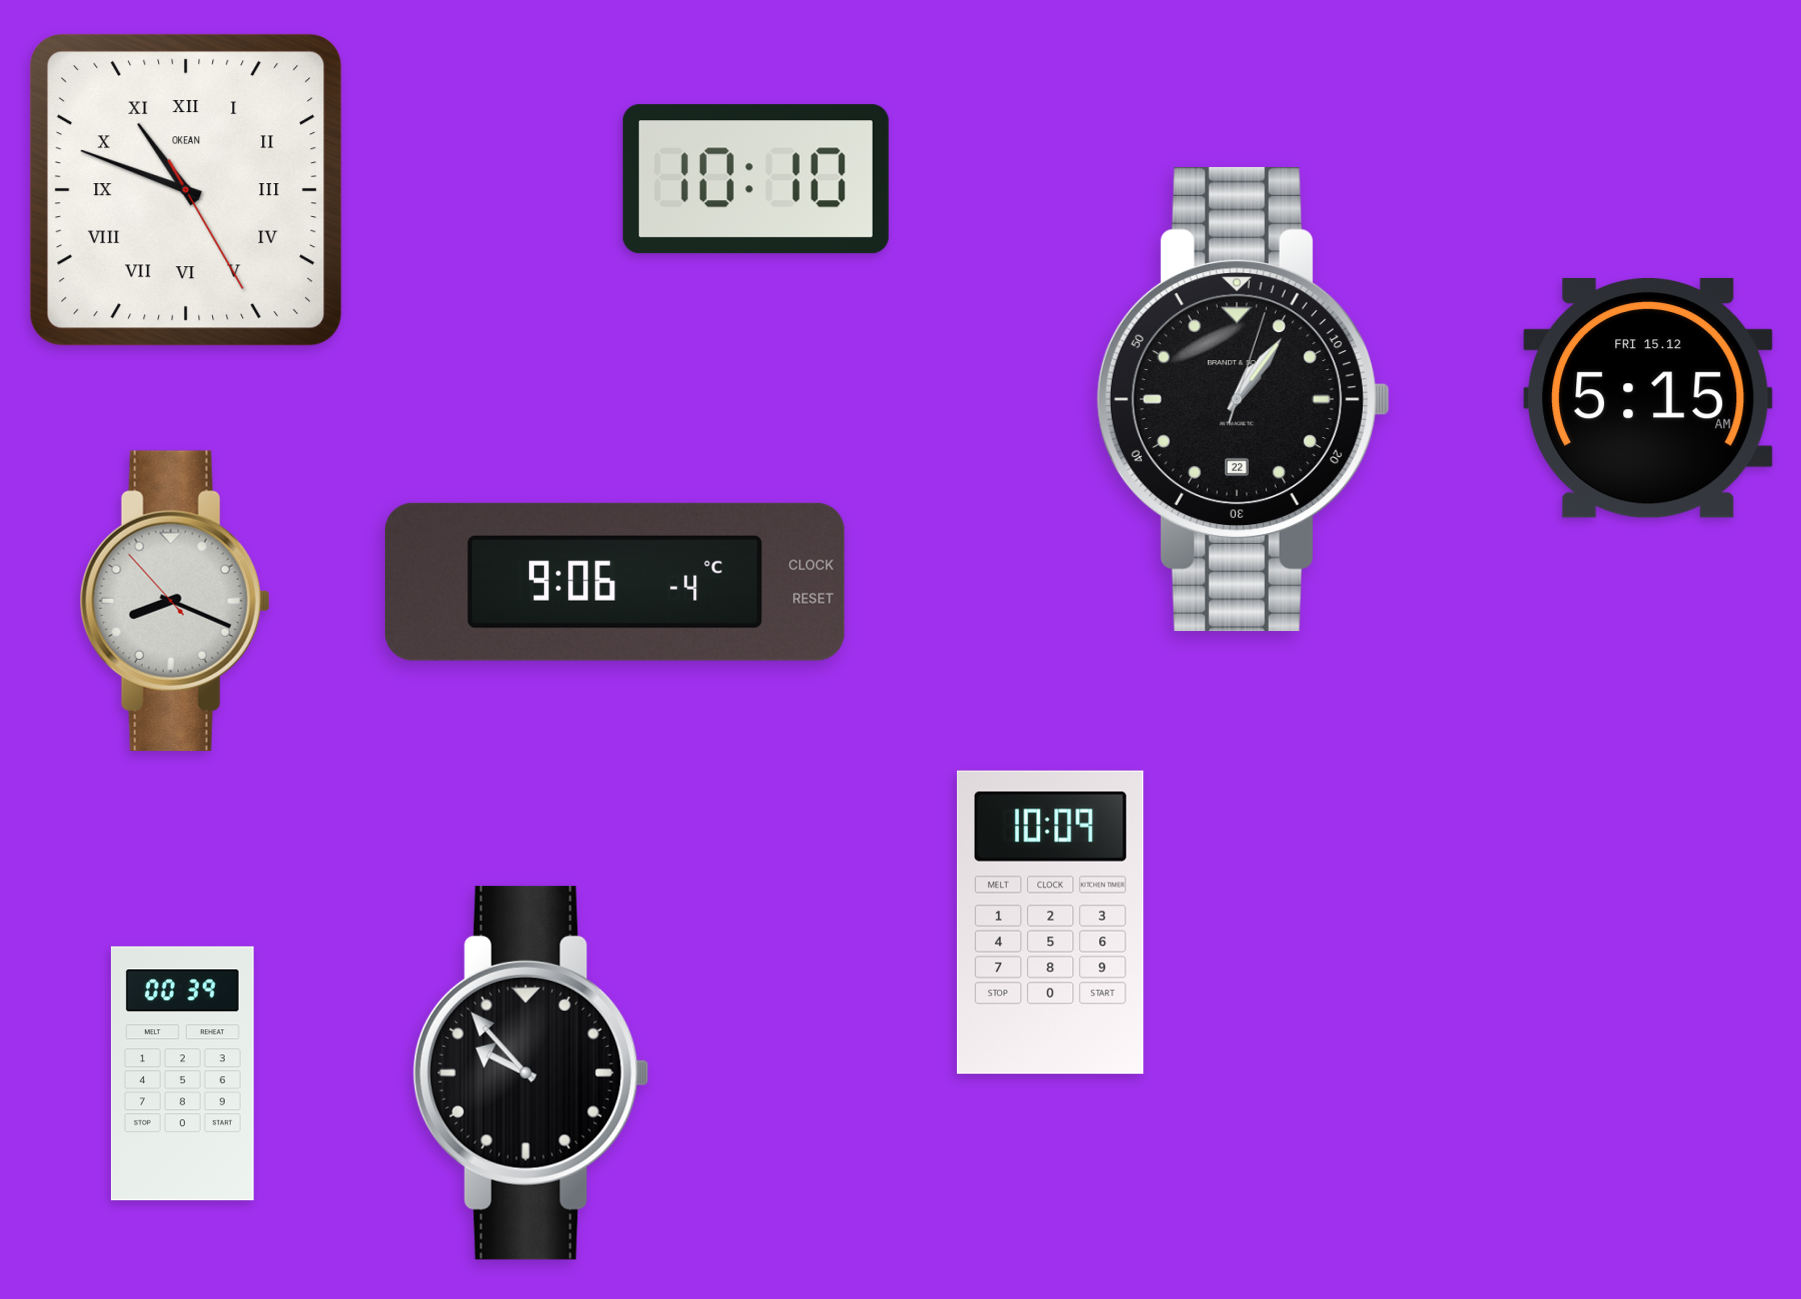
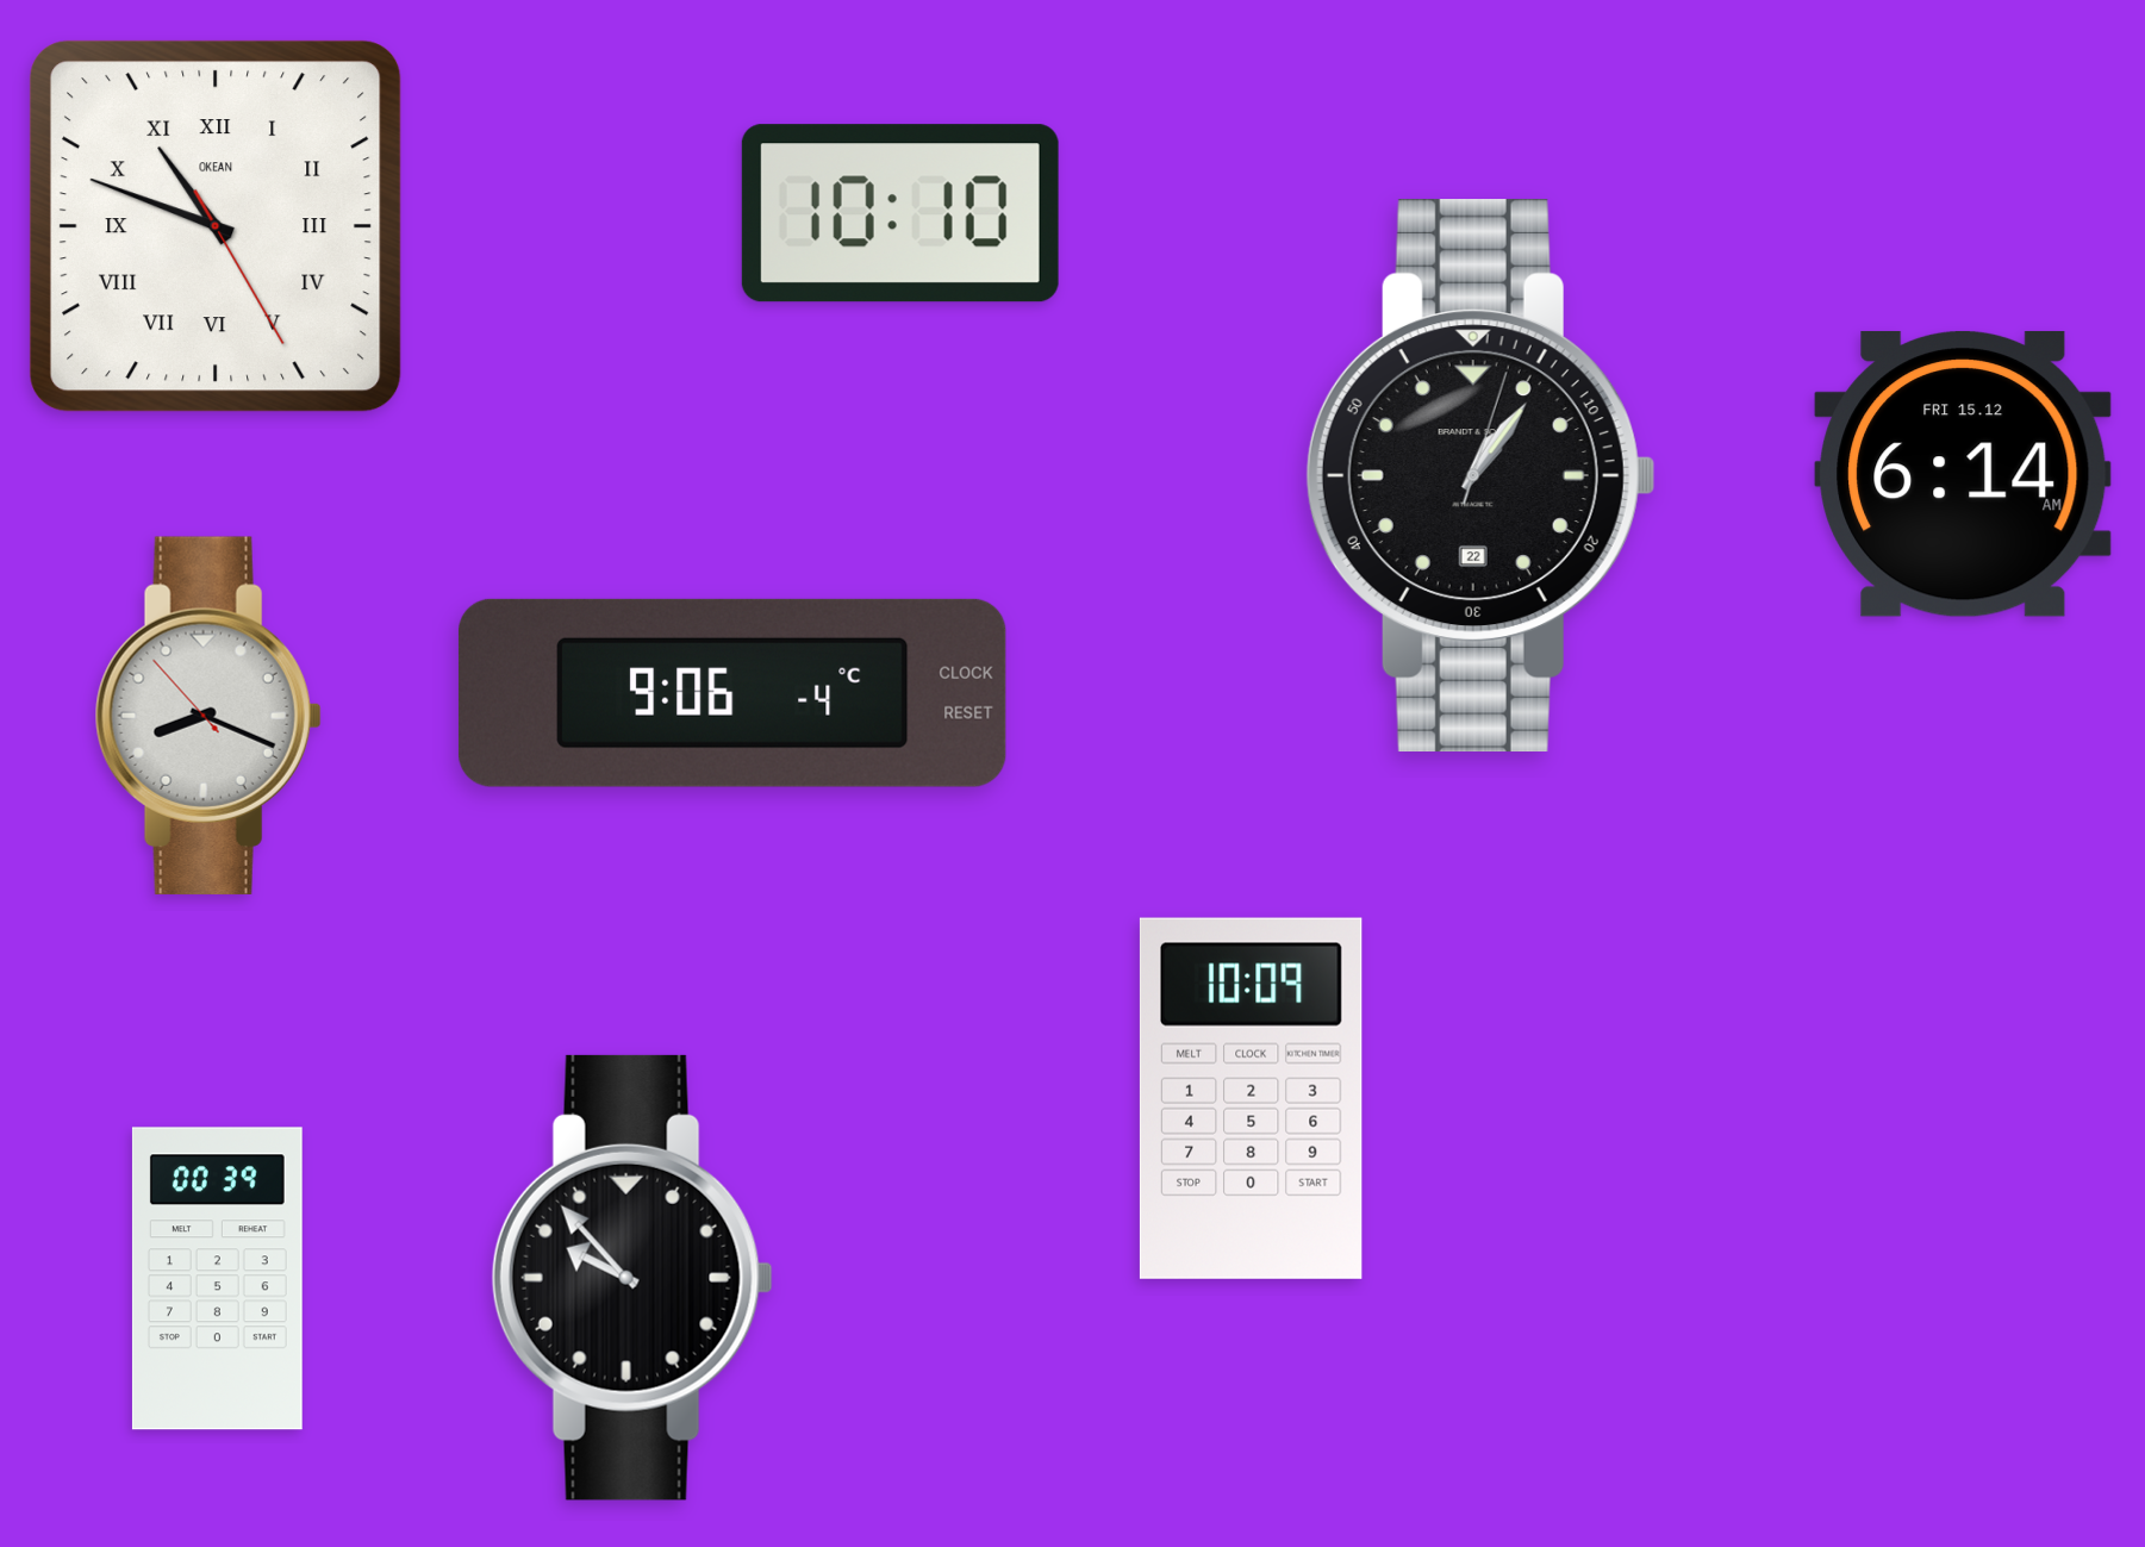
clock at (186, 190) position: (186, 190) -> (216, 226)
clock at (1648, 398): 5:15 -> 6:14
